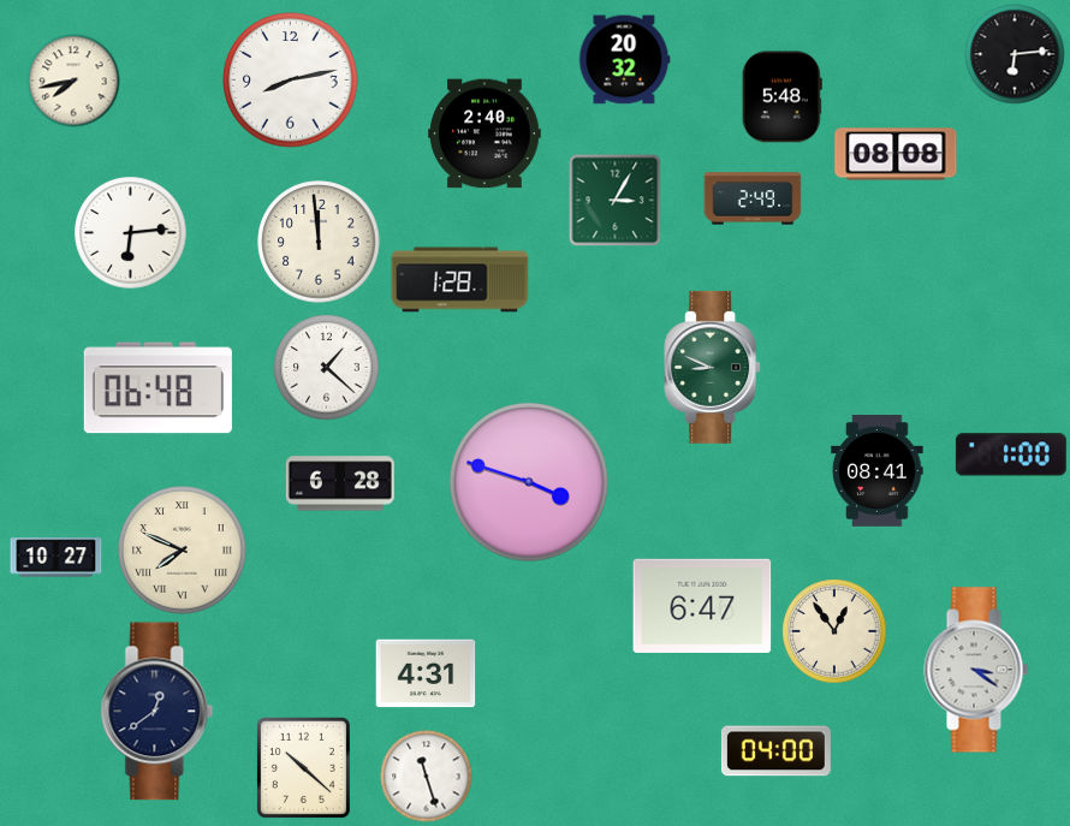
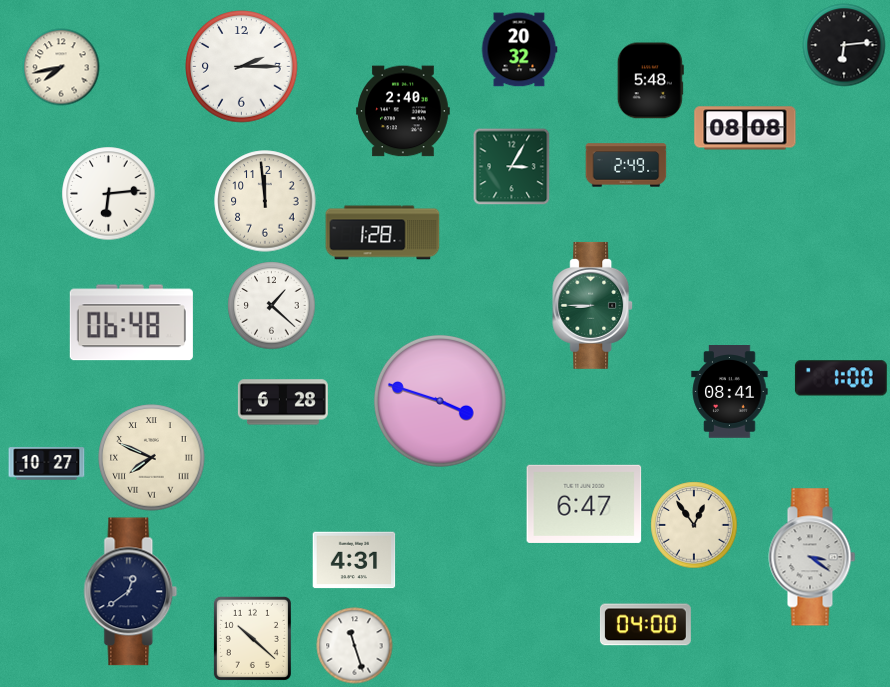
clock at (291, 81): 8:13 -> 2:15
clock at (713, 367): 8:49 -> 8:45
